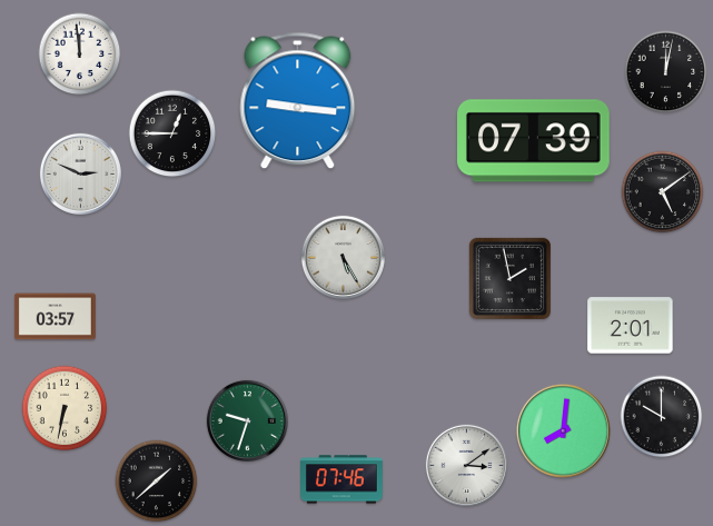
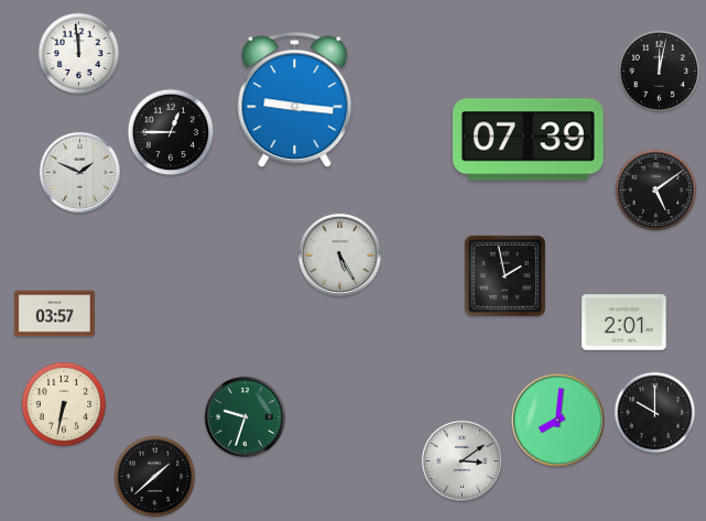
clock at (80, 173): 2:49 -> 1:49
clock at (563, 430) position: (563, 430) -> (557, 420)
clock at (343, 479): 07:46 -> none
